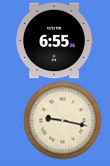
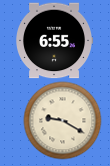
clock at (62, 120): 9:17 -> 9:20
